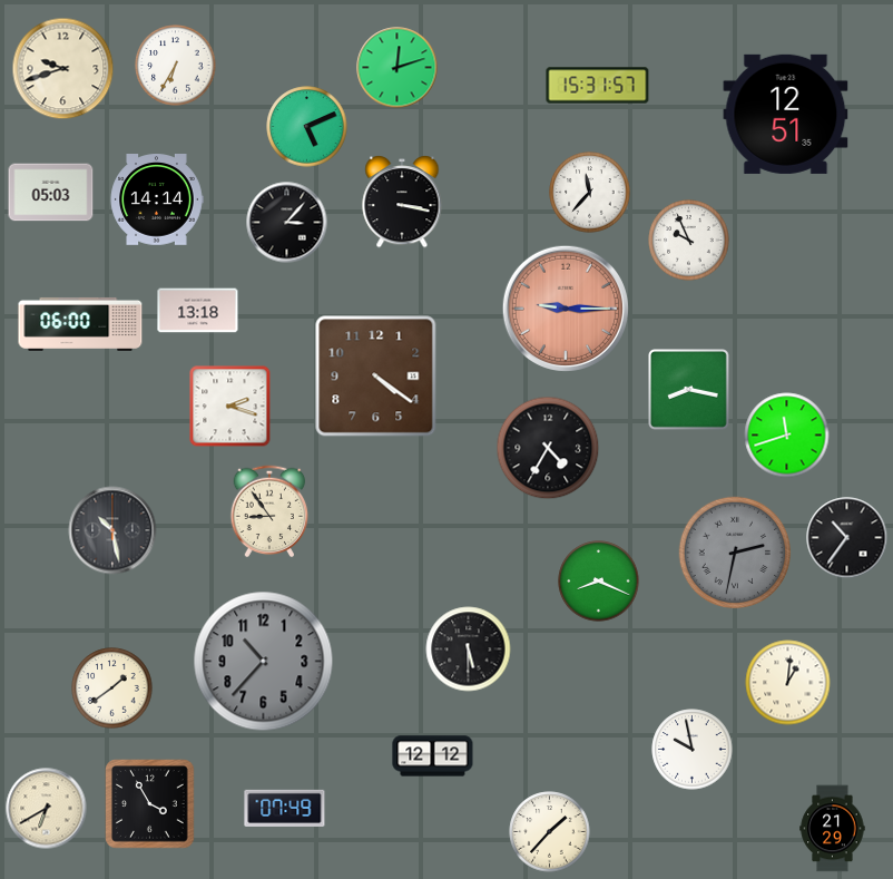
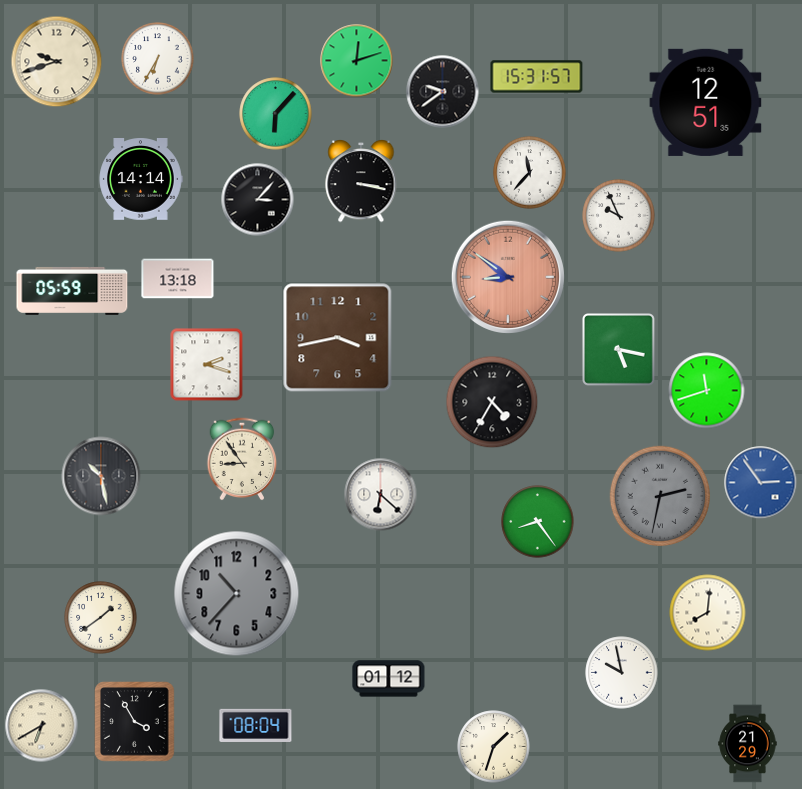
clock at (443, 92): none -> 9:39
clock at (307, 127): 5:11 -> 6:07
clock at (51, 193): 05:03 -> none
clock at (566, 309): 9:15 -> 8:51
clock at (80, 324): 06:00 -> 05:59
clock at (376, 377): 4:21 -> 3:43
clock at (689, 390): 8:17 -> 5:17
clock at (847, 538): 10:36 -> 2:54
clock at (847, 538) dial: black -> blue
clock at (381, 495): none -> 6:22
clock at (599, 582): 8:19 -> 8:24
clock at (469, 650): 5:30 -> none
clock at (788, 683): 1:01 -> 8:01
clock at (433, 756): 12:12 -> 01:12
clock at (285, 808): 07:49 -> 08:04
clock at (550, 832): 1:37 -> 1:33
